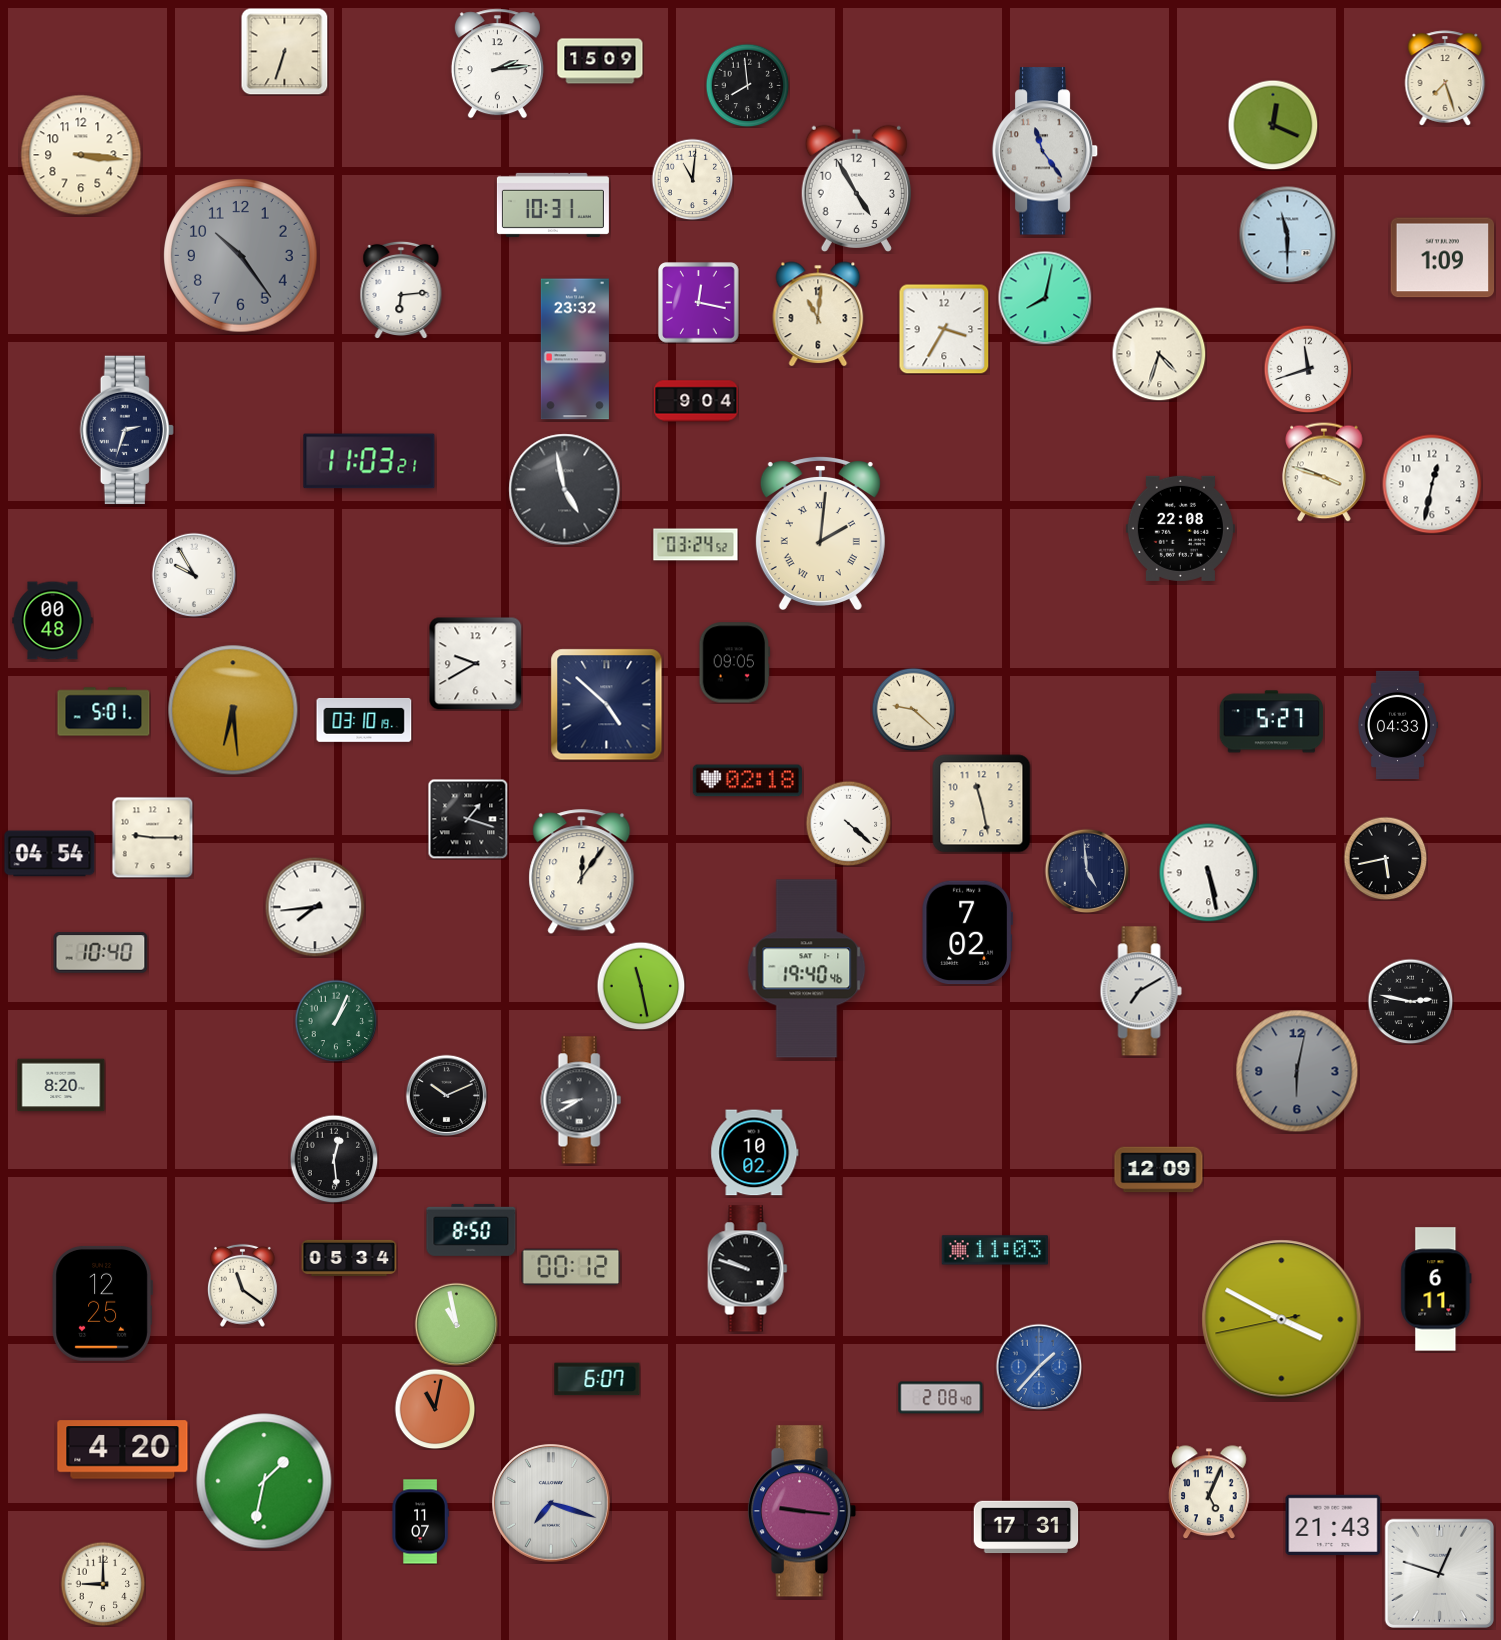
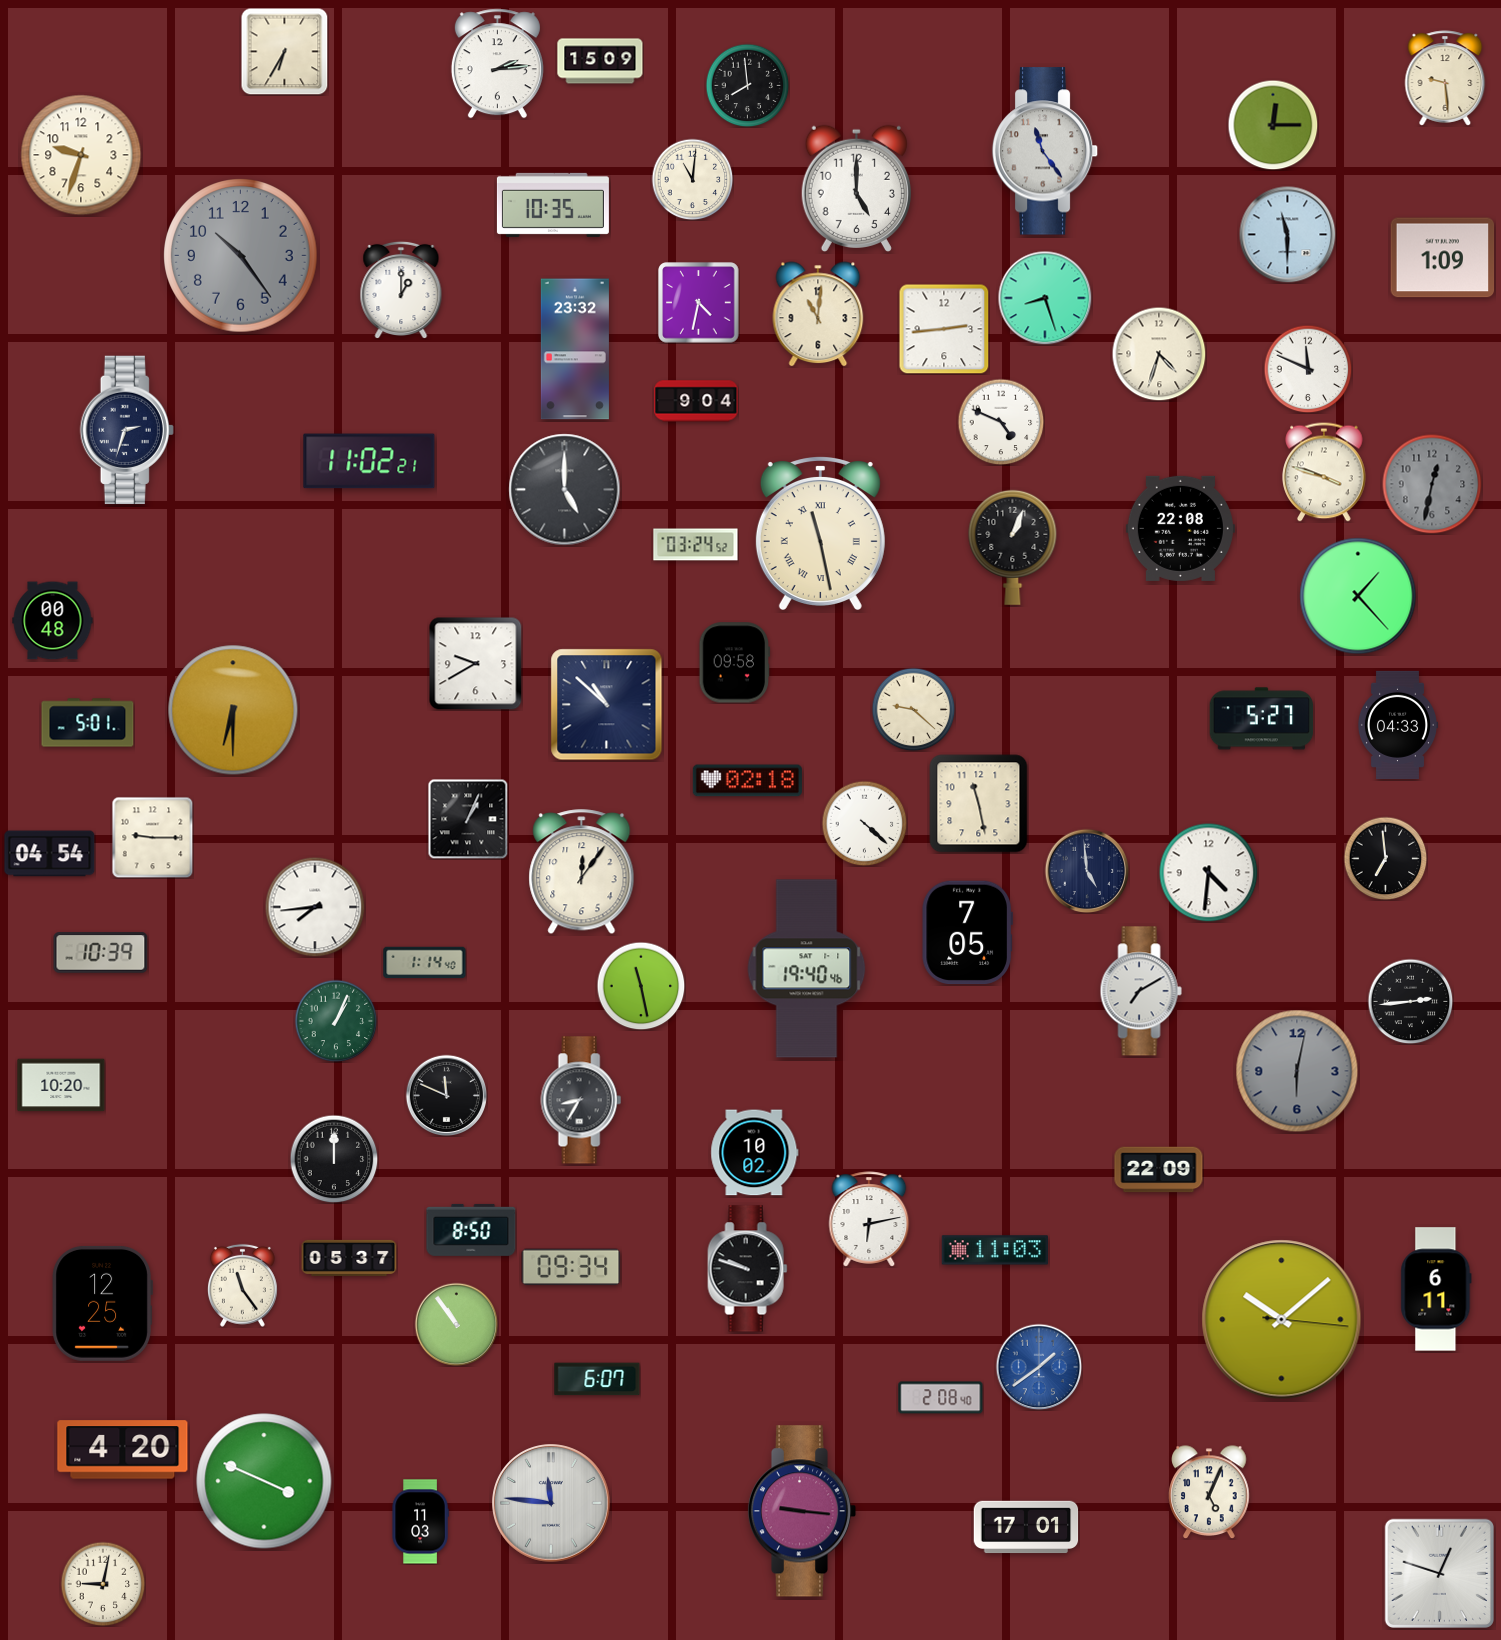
clock at (284, 51): 6:33 -> 6:35
clock at (1445, 78): 7:27 -> 9:29
clock at (1273, 125): 12:19 -> 12:15
clock at (81, 155): 3:16 -> 9:33
clock at (856, 188): 4:55 -> 5:00
clock at (553, 205): 10:31 -> 10:35
clock at (401, 289): 6:14 -> 1:00
clock at (1045, 298): 8:02 -> 8:27
clock at (699, 303): 12:17 -> 4:32
clock at (944, 329): 3:35 -> 2:44
clock at (1308, 369): 11:42 -> 11:49
clock at (1001, 422): none -> 4:49
clock at (369, 461): 11:03 -> 11:02
clock at (1432, 484) dial: white -> grey
clock at (565, 490): 4:58 -> 5:00
clock at (820, 533): 2:01 -> 11:28
clock at (1013, 547): none -> 1:04
clock at (194, 575): 9:55 -> none
clock at (1358, 596): none -> 1:23
clock at (735, 663): 09:05 -> 09:58
clock at (607, 705): 4:52 -> 10:52
clock at (233, 710): 6:29 -> 6:30
clock at (104, 712) position: (104, 712) -> (88, 723)
clock at (364, 720): 03:10 -> none
clock at (1272, 722) position: (1272, 722) -> (1262, 719)
clock at (982, 804) position: (982, 804) -> (979, 804)
clock at (468, 819): 1:18 -> 1:04
clock at (848, 823) position: (848, 823) -> (864, 823)
clock at (1385, 858): 5:43 -> 6:59
clock at (1209, 873): 5:28 -> 4:31
clock at (967, 933): 7:02 -> 7:05
clock at (101, 953): 10:40 -> 10:39
clock at (425, 963): none -> 1:14
clock at (1410, 1001): 2:47 -> 2:44
clock at (61, 1085): 8:20 -> 10:20
clock at (446, 1095): 10:11 -> 11:49
clock at (581, 1100): 8:40 -> 8:35
clock at (334, 1159): 12:29 -> 12:00
clock at (1159, 1170): 12:09 -> 22:09
clock at (869, 1219): none -> 6:13
clock at (349, 1258): 05:34 -> 05:37
clock at (571, 1267): 00:12 -> 09:34
clock at (242, 1285): 11:21 -> 11:24
clock at (1282, 1320): 3:49 -> 10:08
clock at (456, 1324): 10:58 -> 10:54
clock at (1039, 1367): 1:37 -> 1:39
clock at (435, 1409): 11:02 -> none
clock at (264, 1481): 1:32 -> 3:49
clock at (551, 1503): 7:18 -> 11:46
clock at (420, 1522): 11:07 -> 11:03
clock at (1333, 1524): 21:43 -> none
clock at (1026, 1527): 17:31 -> 17:01
clock at (103, 1584): 9:00 -> 9:02
